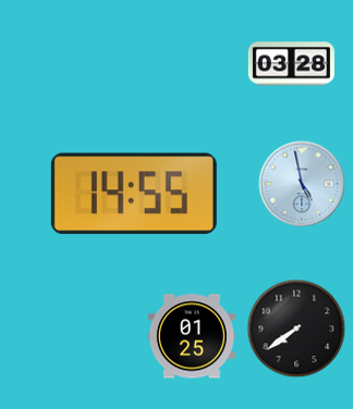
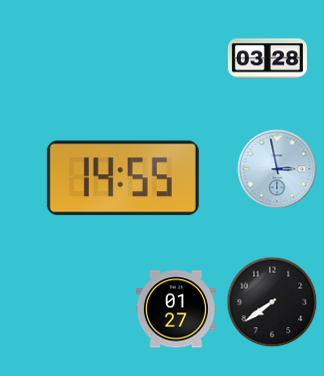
clock at (302, 184): 4:58 -> 2:58
clock at (192, 336): 01:25 -> 01:27
